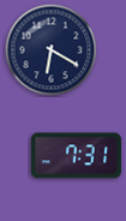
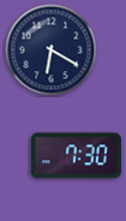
clock at (76, 156): 7:31 -> 7:30
